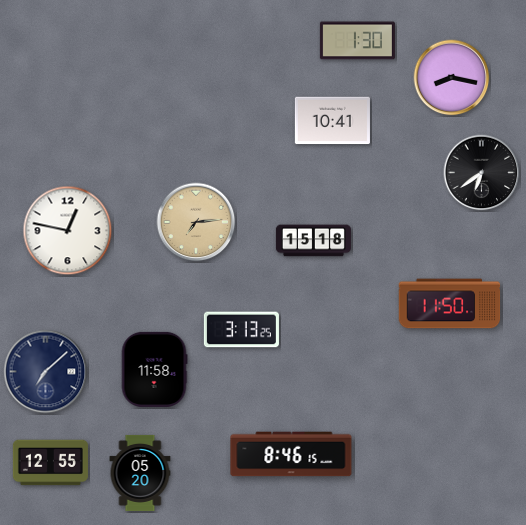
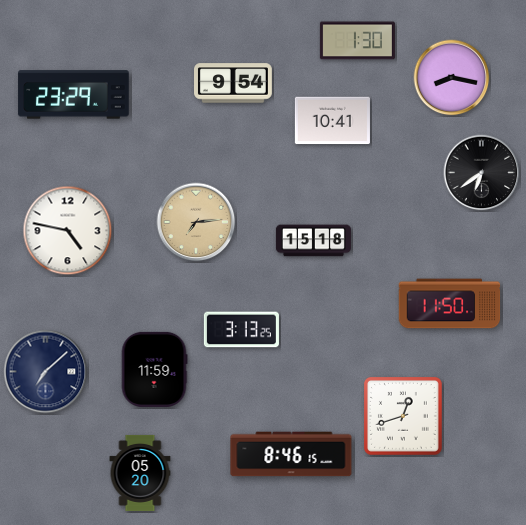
clock at (234, 83): none -> 9:54
clock at (74, 95): none -> 23:29
clock at (68, 231): 12:47 -> 4:47
clock at (154, 369): 11:58 -> 11:59
clock at (403, 416): none -> 12:42
clock at (50, 463): 12:55 -> none
